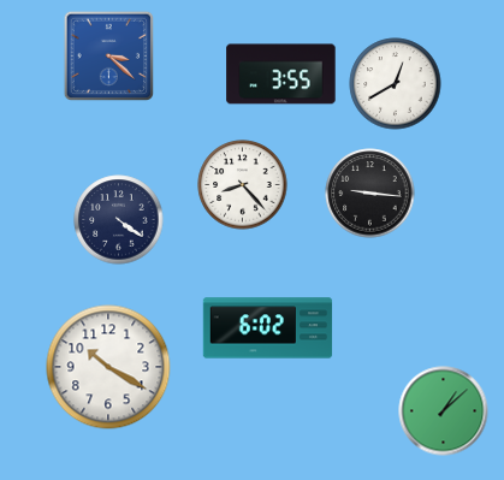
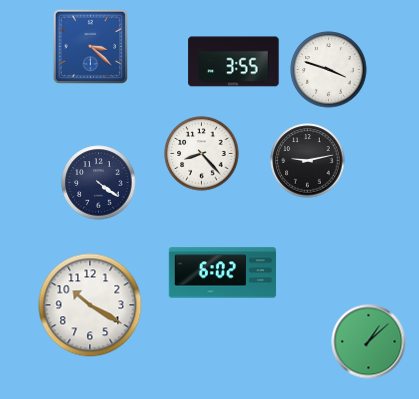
clock at (396, 84): 12:40 -> 3:48
clock at (370, 194): 9:16 -> 9:13
